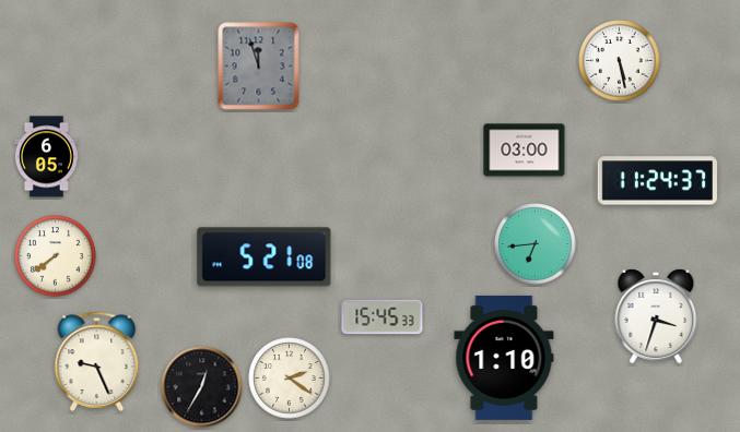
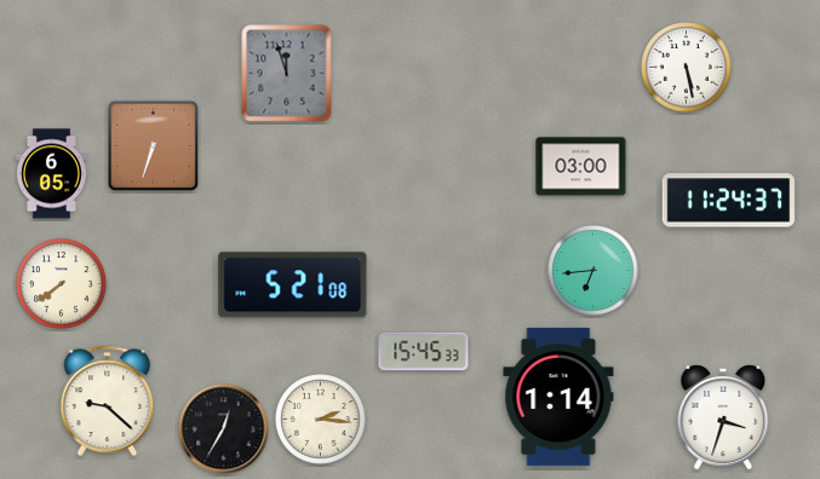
clock at (154, 146): none -> 6:33
clock at (656, 316) position: (656, 316) -> (723, 417)
clock at (504, 358): 1:10 -> 1:14
clock at (97, 361): 9:26 -> 9:22
clock at (290, 379): 2:21 -> 2:16
